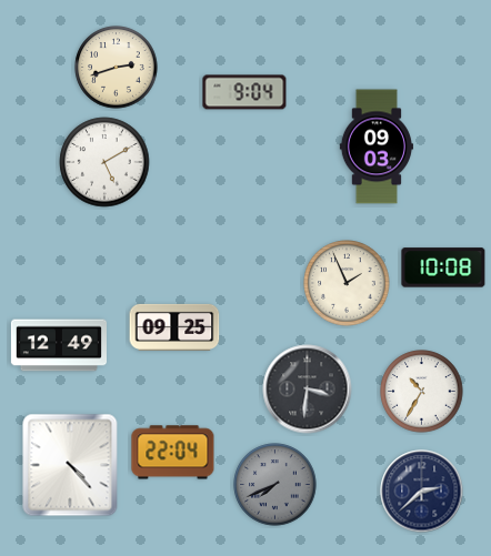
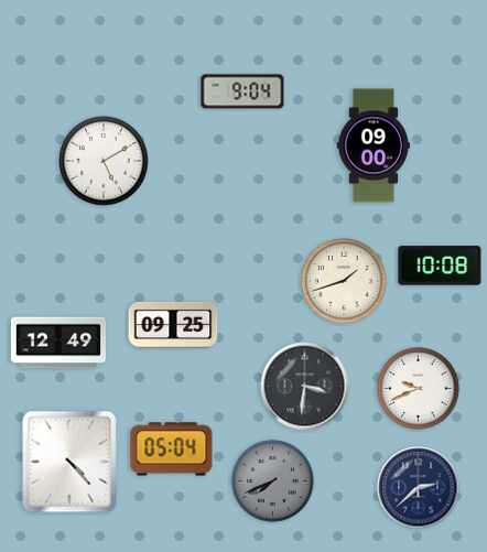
clock at (117, 68): 2:42 -> none
clock at (377, 146): 09:03 -> 09:00
clock at (347, 283): 1:56 -> 1:42
clock at (422, 392): 10:35 -> 9:41
clock at (173, 453): 22:04 -> 05:04
